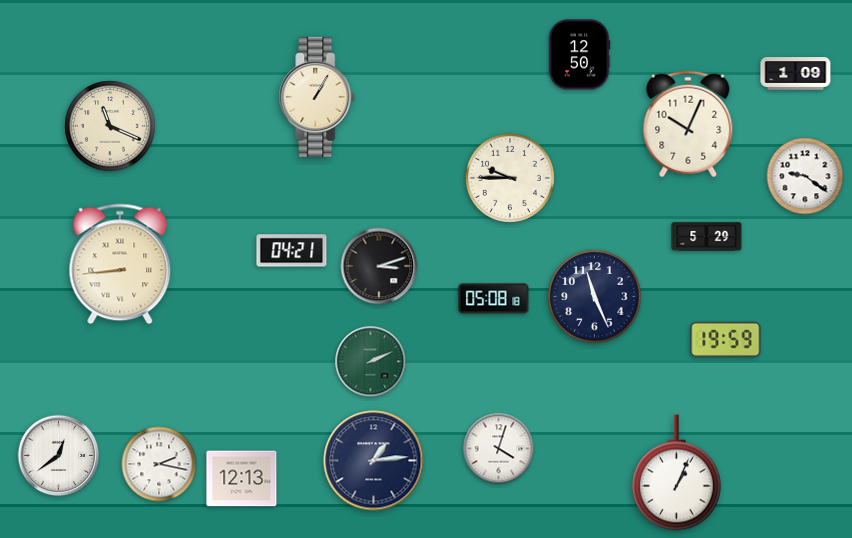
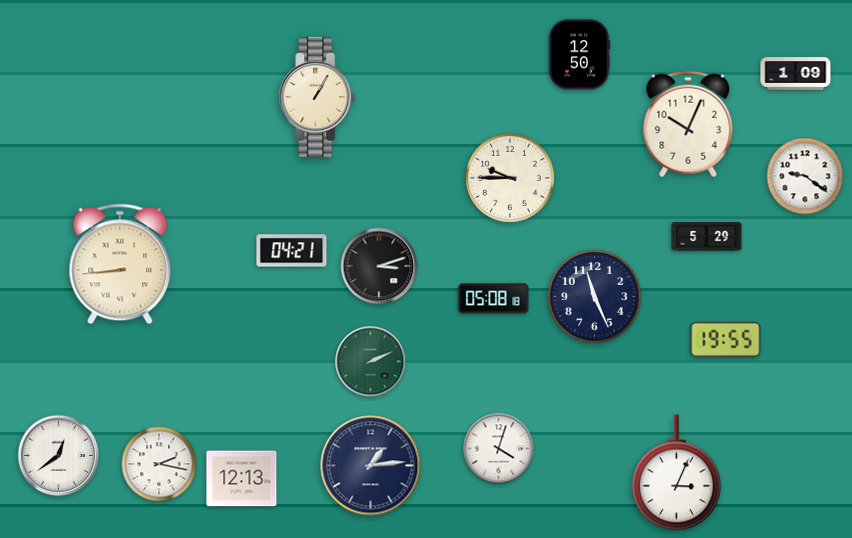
clock at (111, 127): 11:19 -> none
clock at (726, 339): 19:59 -> 19:55
clock at (374, 461) position: (374, 461) -> (371, 466)
clock at (676, 473): 1:04 -> 3:04
